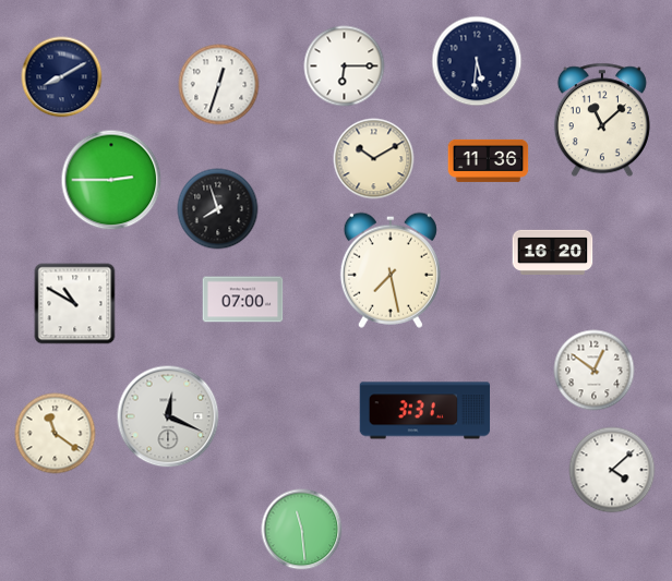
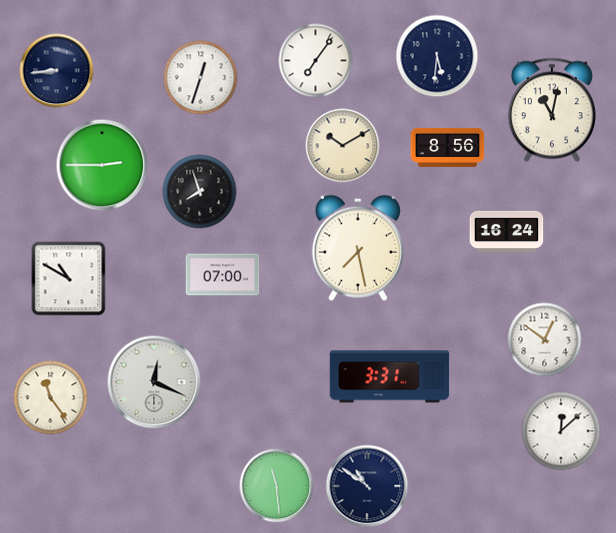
clock at (345, 66): 6:15 -> 7:06
clock at (62, 77): 8:10 -> 8:44
clock at (602, 120): 11:08 -> 11:02
clock at (489, 160): 11:36 -> 8:56
clock at (553, 252): 16:20 -> 16:24
clock at (56, 434): 11:21 -> 11:24
clock at (612, 470): 4:08 -> 12:08
clock at (367, 486): none -> 10:51
